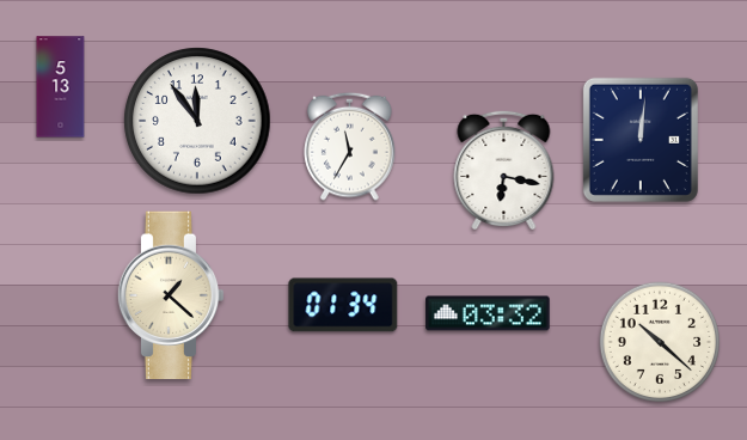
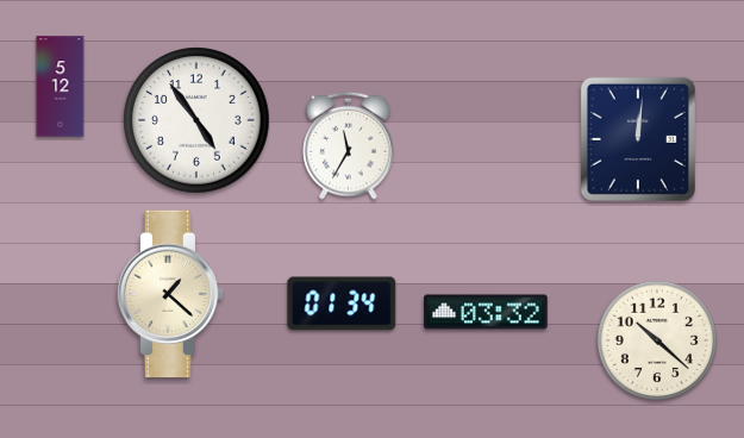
clock at (61, 87): 5:13 -> 5:12
clock at (197, 121): 11:54 -> 4:54
clock at (504, 169): 6:17 -> none
